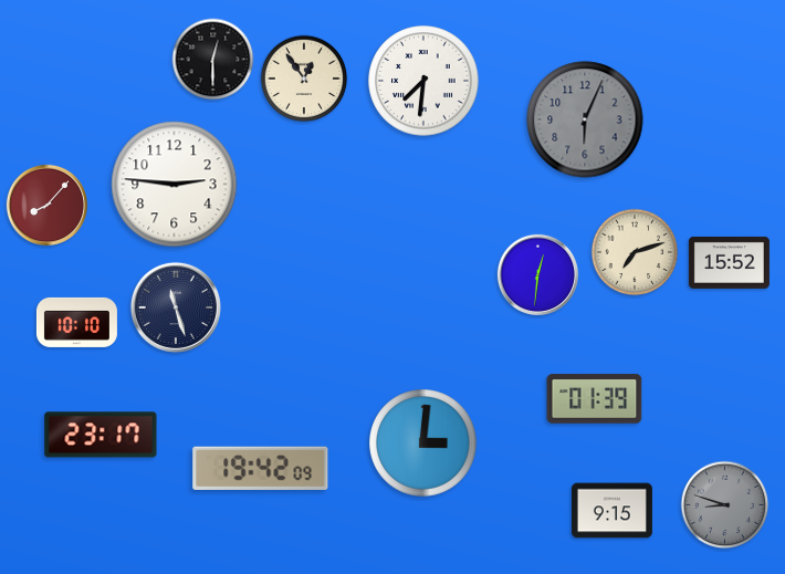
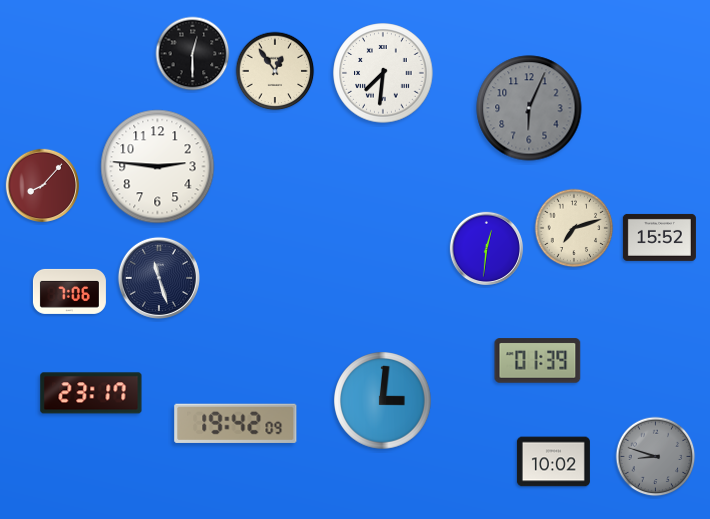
clock at (76, 322): 10:10 -> 7:06
clock at (611, 511): 9:15 -> 10:02
